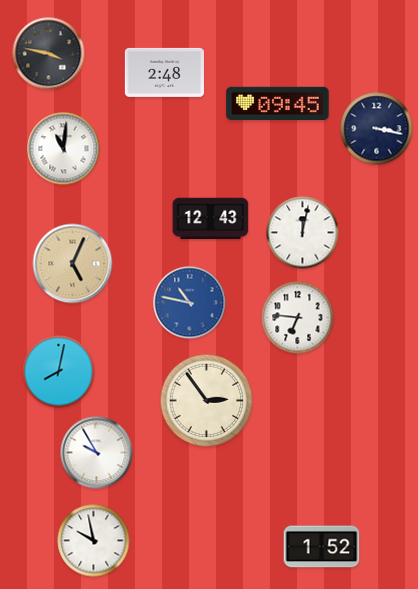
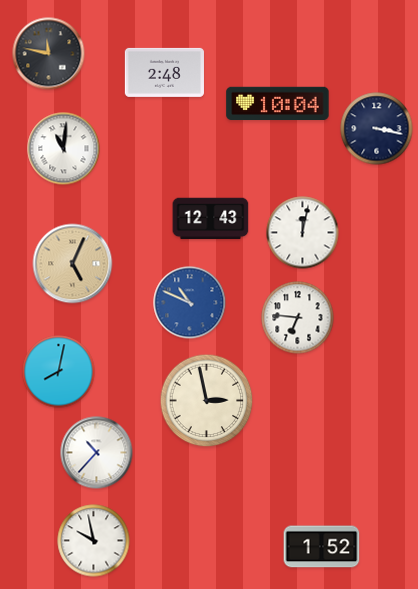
clock at (49, 54): 3:47 -> 11:47
clock at (278, 104): 09:45 -> 10:04
clock at (190, 303): 10:47 -> 10:49
clock at (207, 401): 2:54 -> 2:58
clock at (97, 453): 9:55 -> 10:37
